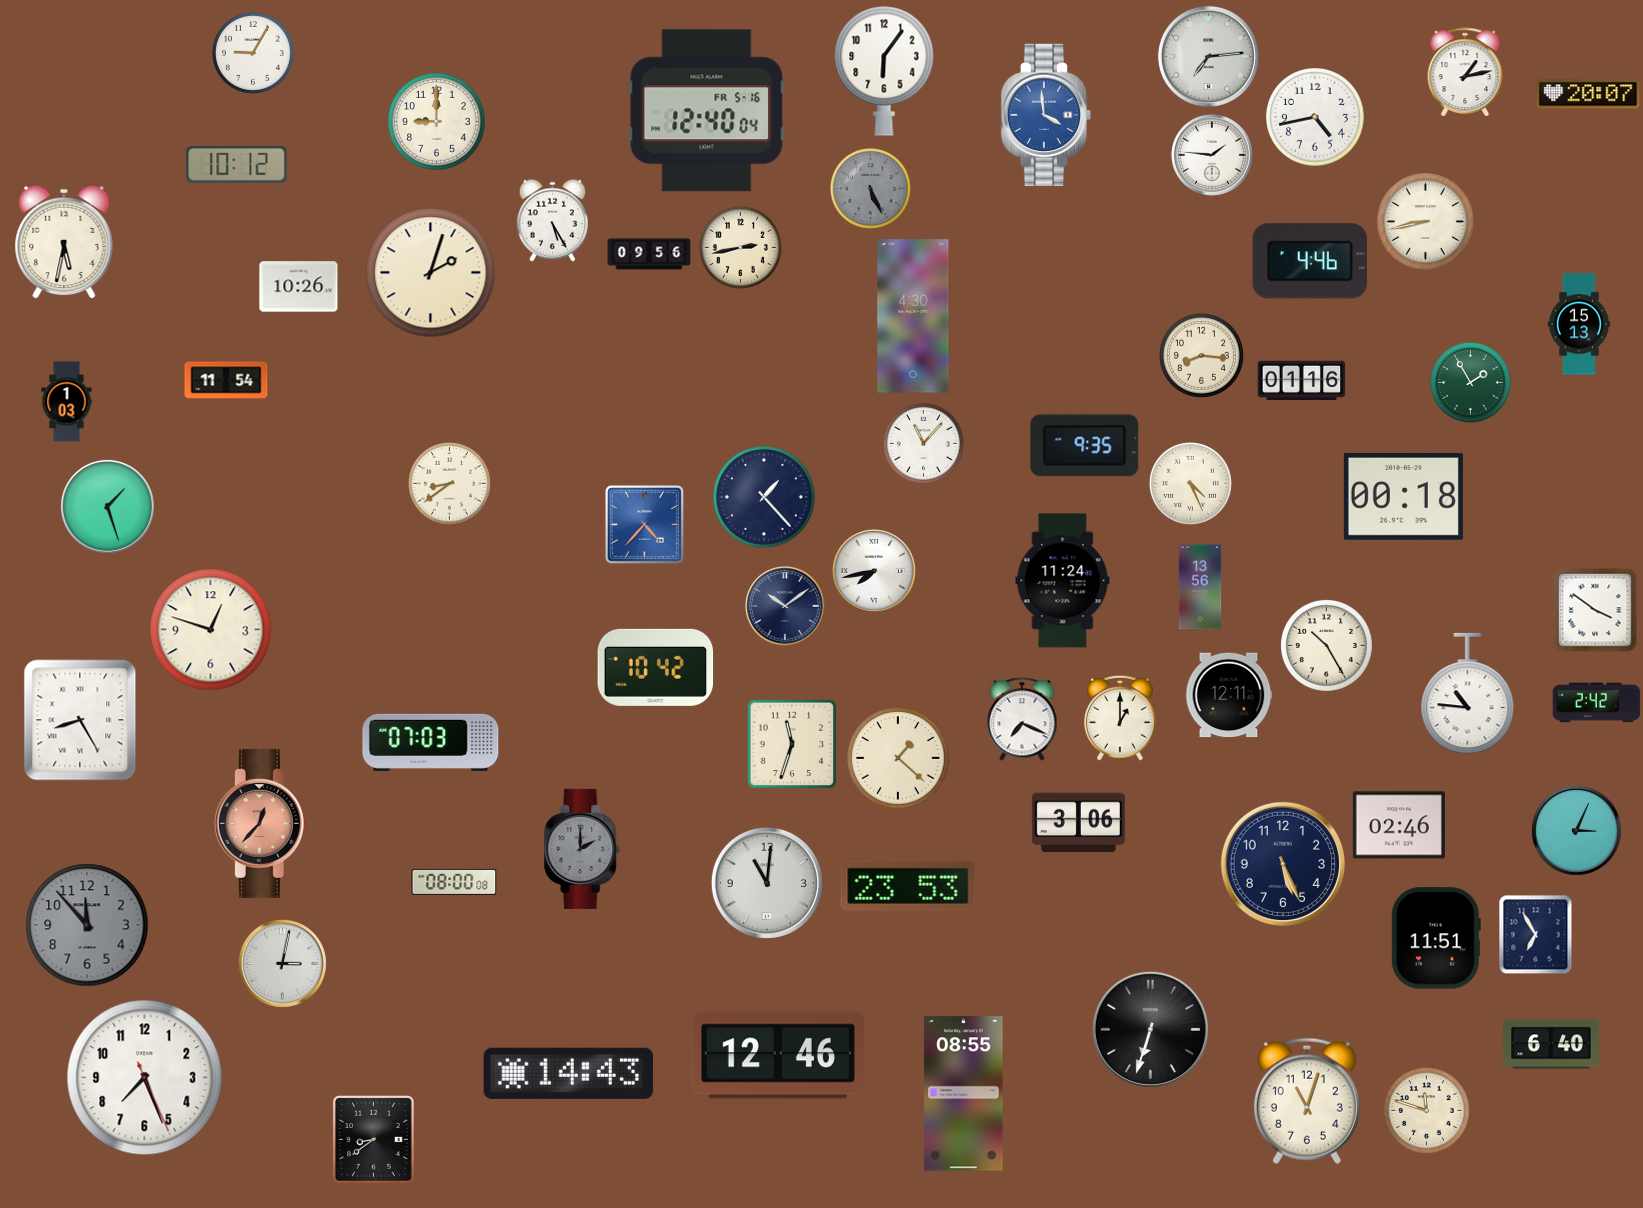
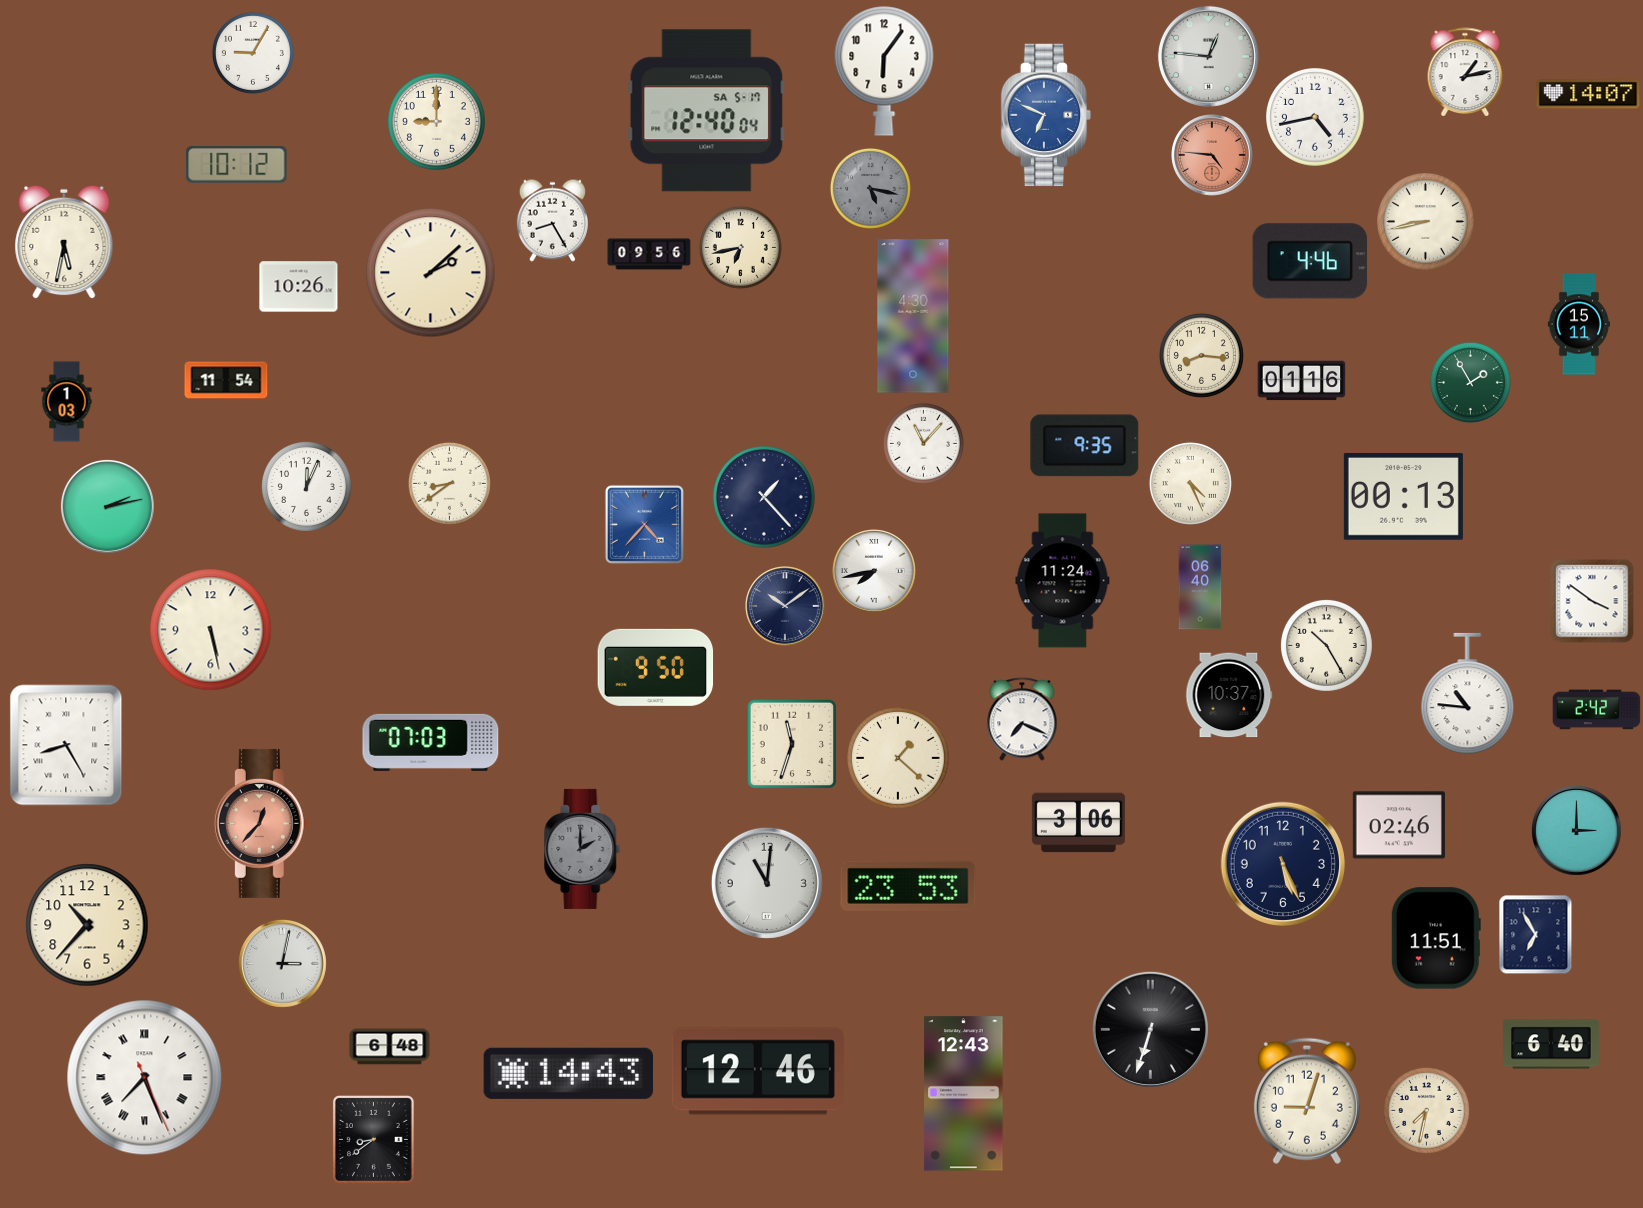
clock at (1208, 56): 7:14 -> 12:46
clock at (1588, 94): 20:07 -> 14:07
clock at (707, 111) date: FR 5-16 -> SA 5-17
clock at (1046, 115): 3:59 -> 6:49
clock at (1213, 156): 1:46 -> 4:46
clock at (1213, 156) dial: white -> salmon
clock at (870, 188): 5:26 -> 5:17
clock at (552, 220): 5:25 -> 8:25
clock at (740, 247): 2:43 -> 6:43
clock at (431, 273): 2:03 -> 2:08
clock at (1579, 324): 15:13 -> 15:11
clock at (306, 486): none -> 12:04
clock at (1403, 496): 00:18 -> 00:13
clock at (107, 506): 1:27 -> 2:13
clock at (1200, 587): 13:56 -> 06:40
clock at (1595, 610) position: (1595, 610) -> (1592, 601)
clock at (211, 630): 12:48 -> 5:28
clock at (656, 667): 10:42 -> 9:50
clock at (1229, 695): 12:11 -> 10:37
clock at (1597, 703) position: (1597, 703) -> (1597, 710)
clock at (1120, 718): 1:00 -> none
clock at (80, 720) position: (80, 720) -> (66, 745)
clock at (1576, 830): 3:04 -> 3:00
clock at (454, 882): 08:00 -> none
clock at (87, 925): 11:53 -> 10:37
clock at (87, 925) dial: grey -> cream
clock at (390, 1047): none -> 6:48
clock at (778, 1055) position: (778, 1055) -> (758, 1071)
clock at (145, 1078) numerals: Arabic -> Roman
clock at (964, 1094): 08:55 -> 12:43
clock at (1307, 1101): 11:03 -> 9:03
clock at (1426, 1110): 11:48 -> 7:32
